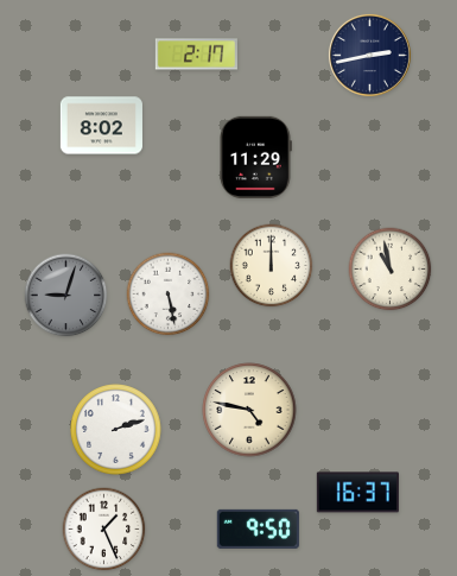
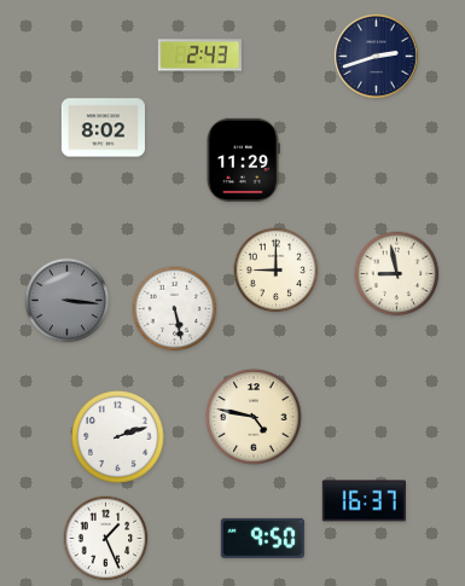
clock at (196, 55): 2:17 -> 2:43
clock at (369, 55): 2:43 -> 2:42
clock at (256, 157) position: (256, 157) -> (244, 159)
clock at (272, 266): 12:00 -> 9:00
clock at (391, 270): 10:58 -> 8:58
clock at (169, 295) position: (169, 295) -> (175, 309)
clock at (66, 296): 9:03 -> 3:16
